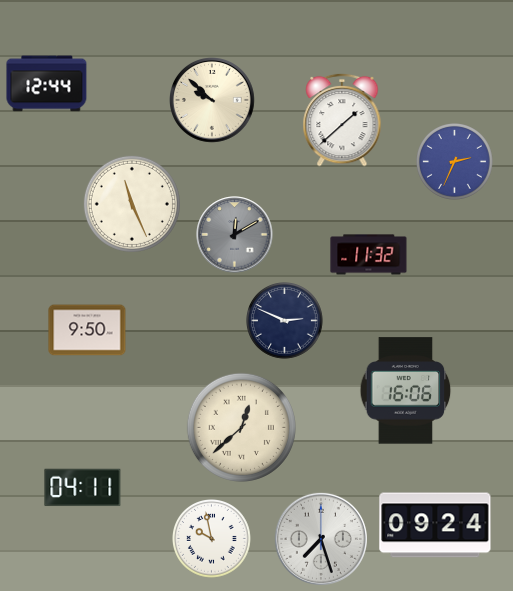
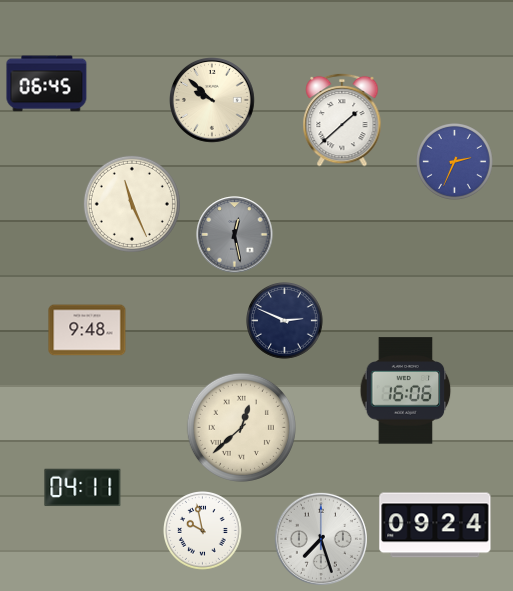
clock at (47, 84): 12:44 -> 06:45
clock at (235, 235): 12:10 -> 12:28
clock at (369, 255): 11:32 -> none
clock at (87, 330): 9:50 -> 9:48
clock at (212, 539) position: (212, 539) -> (203, 531)
